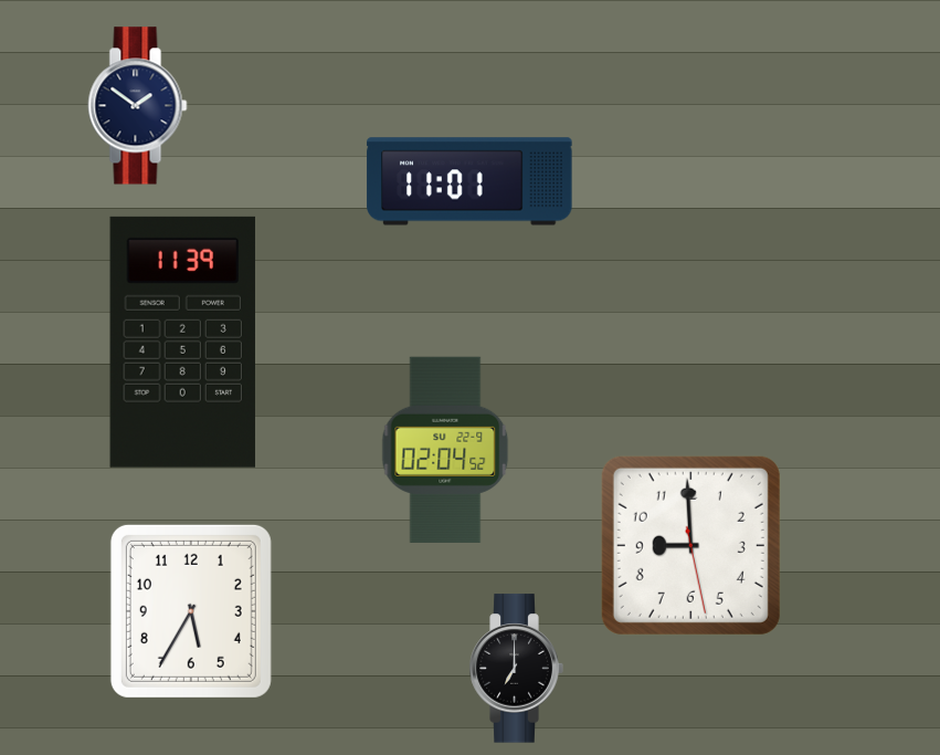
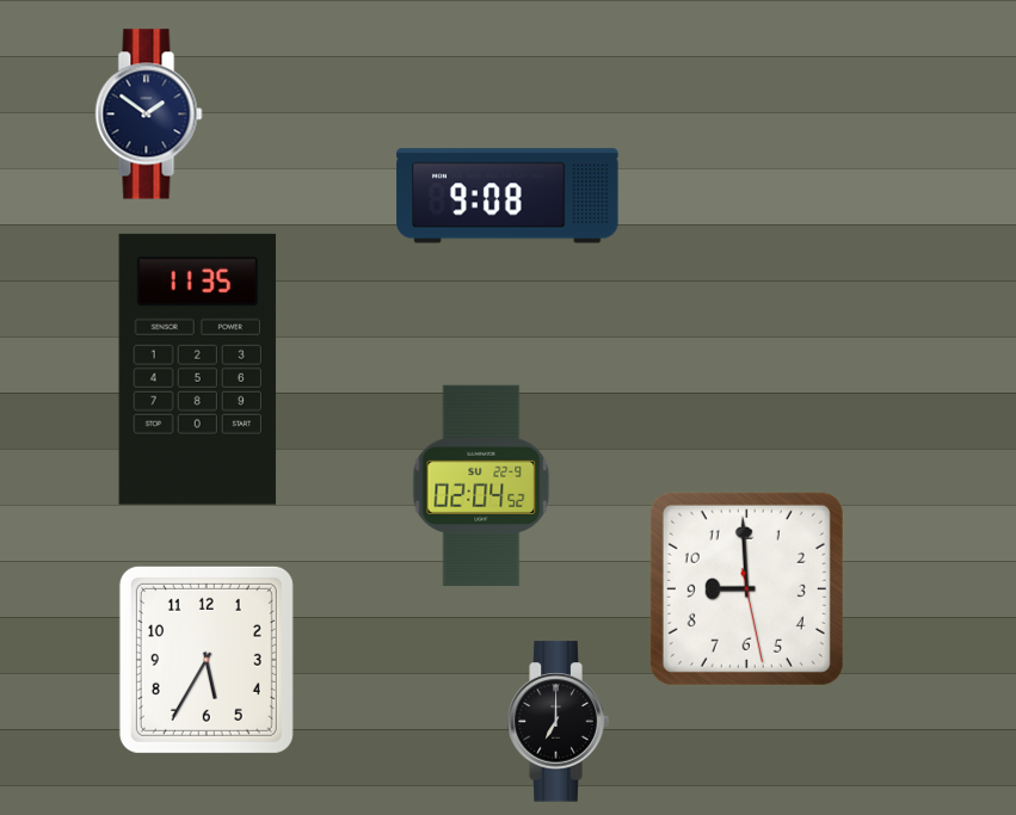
clock at (469, 181): 11:01 -> 9:08
clock at (182, 342): 11:39 -> 11:35
